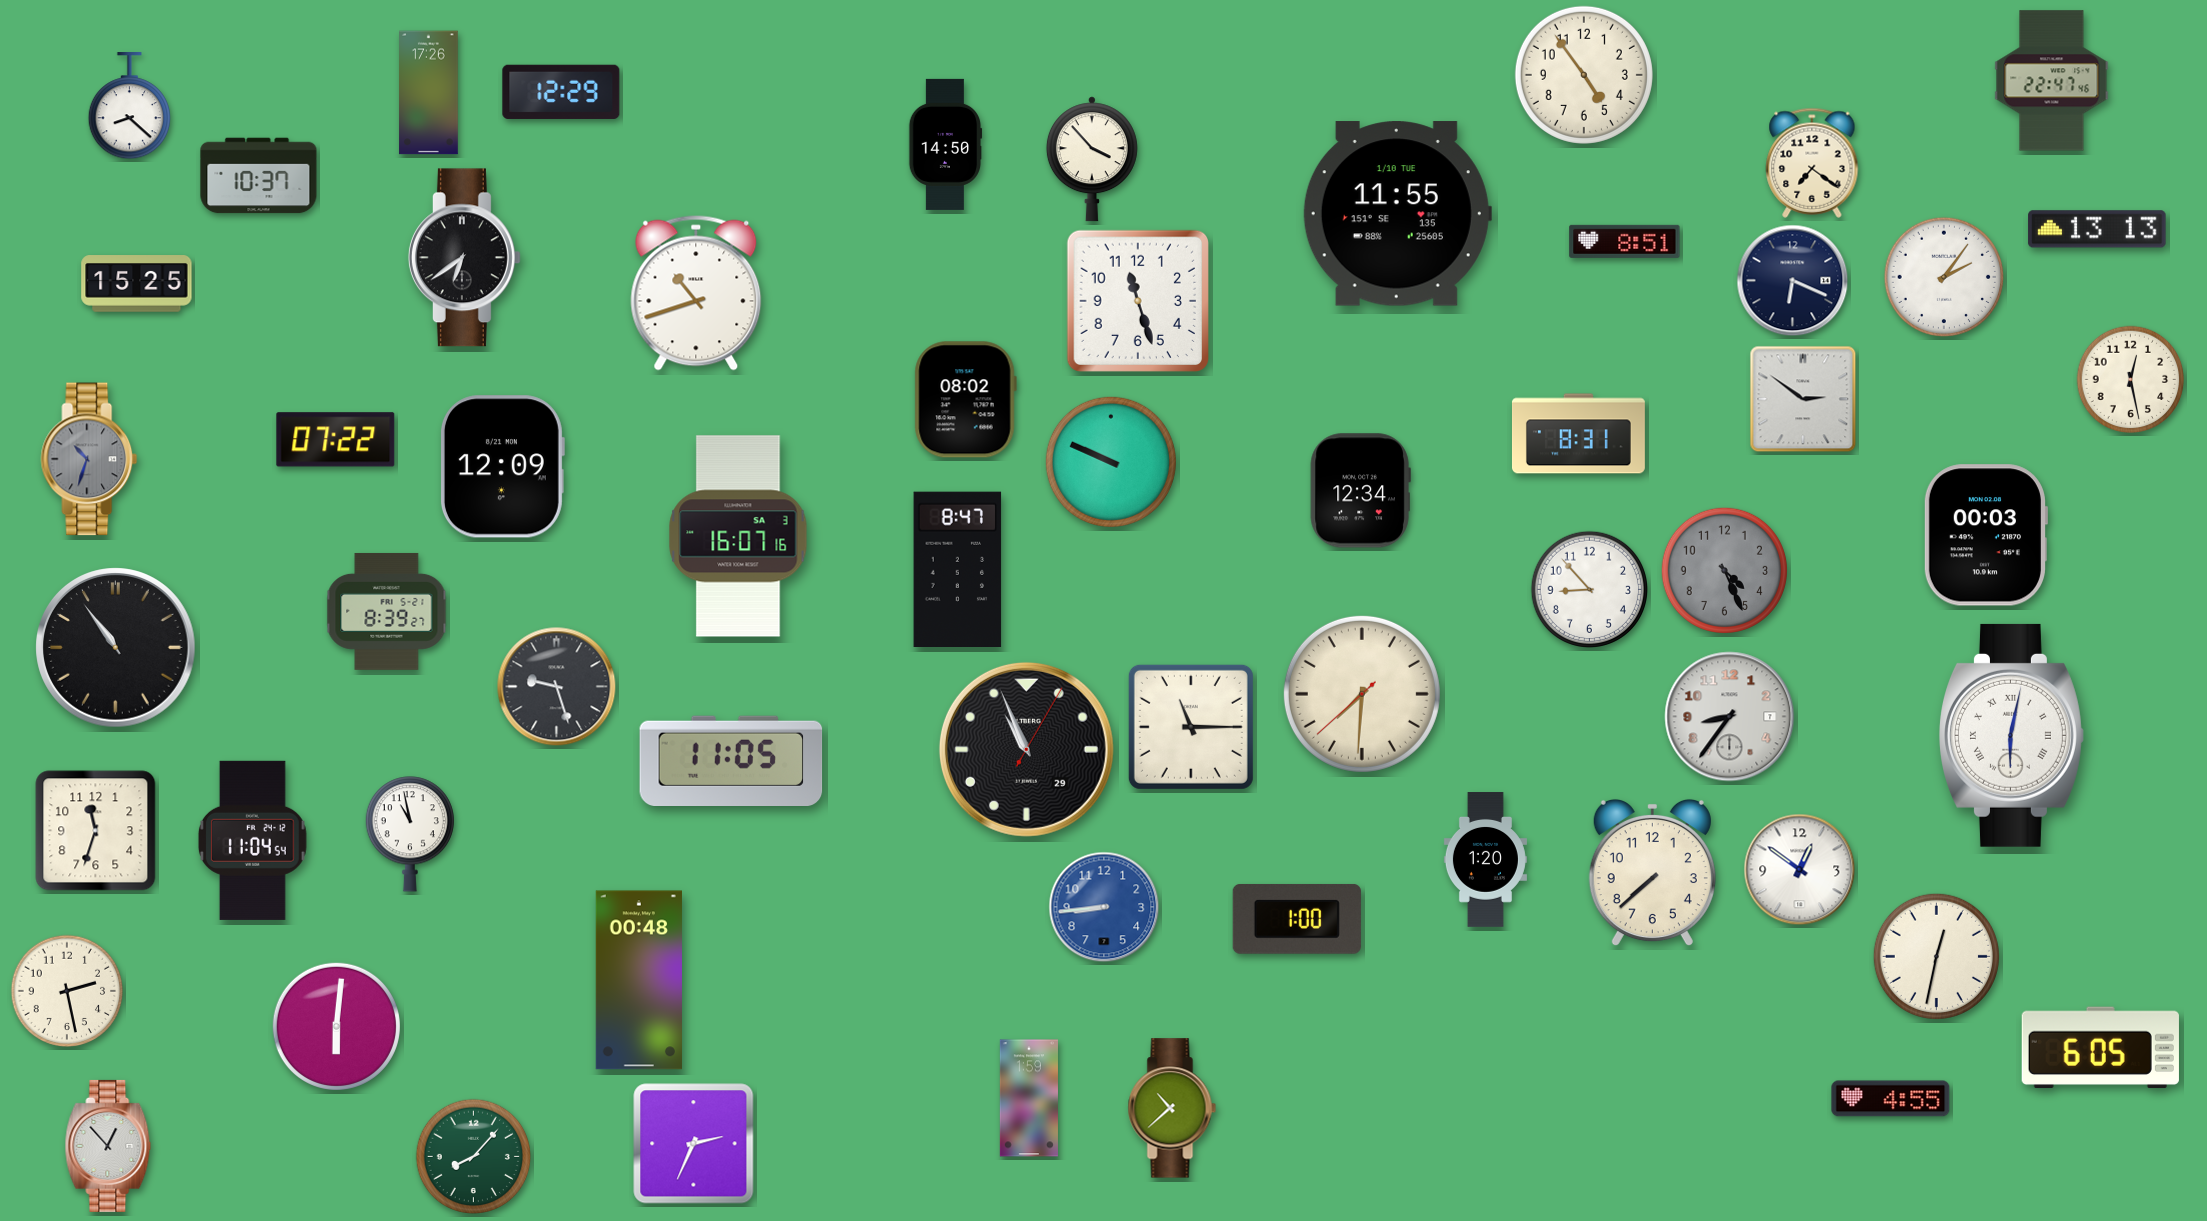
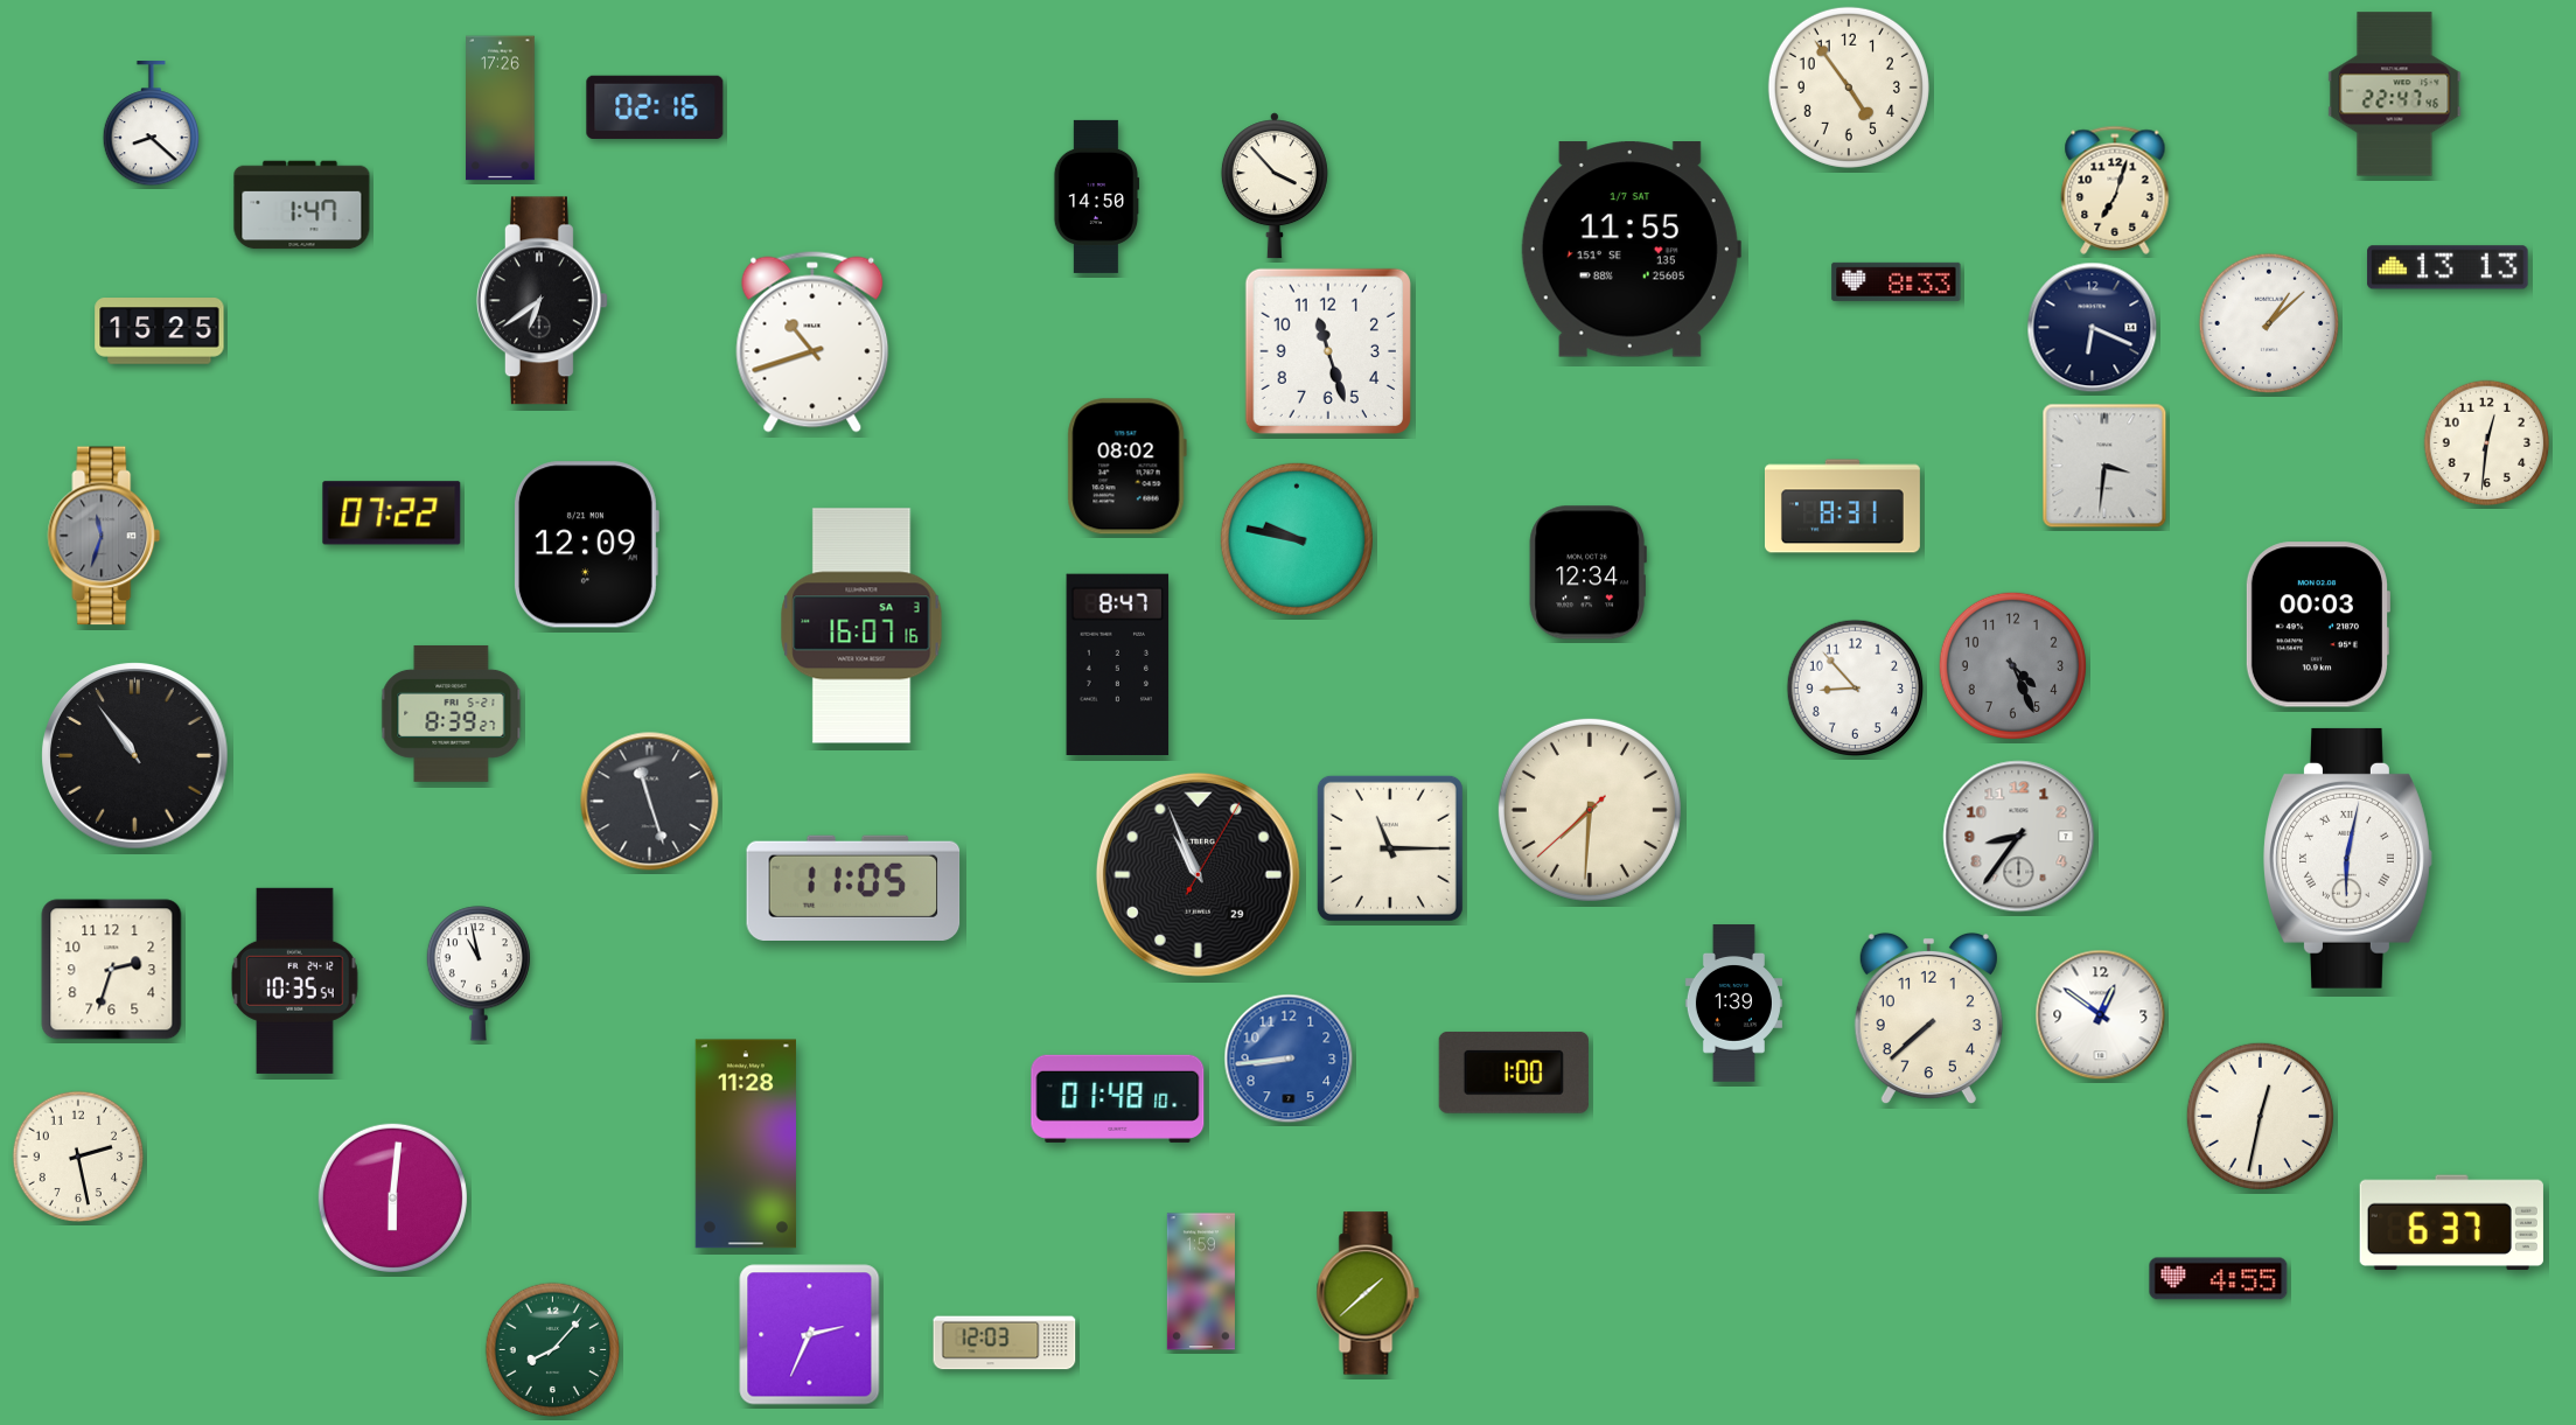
clock at (561, 92): 12:29 -> 02:16
clock at (945, 144) position: (945, 144) -> (1096, 196)
clock at (1812, 163): 7:21 -> 7:03
clock at (259, 176): 10:37 -> 1:47
clock at (1397, 214) date: 1/10 TUE -> 1/7 SAT
clock at (1625, 241): 8:51 -> 8:33
clock at (1943, 276): 2:06 -> 1:08
clock at (2131, 380): 12:28 -> 12:31
clock at (1803, 399): 2:51 -> 3:31
clock at (89, 459): 10:33 -> 11:33
clock at (1111, 462): 9:49 -> 9:47
clock at (557, 687): 9:27 -> 11:27
clock at (96, 831): 11:33 -> 2:33
clock at (252, 840): 11:04 -> 10:35
clock at (1485, 860): 1:20 -> 1:39
clock at (1118, 1098): none -> 01:48
clock at (639, 980): 00:48 -> 11:28
clock at (2100, 1048): 6:05 -> 6:37
clock at (1891, 1099) position: (1891, 1099) -> (2219, 1279)
clock at (1172, 1108): 10:38 -> 1:38
clock at (108, 1146): 12:53 -> none
clock at (1005, 1343): none -> 12:03
